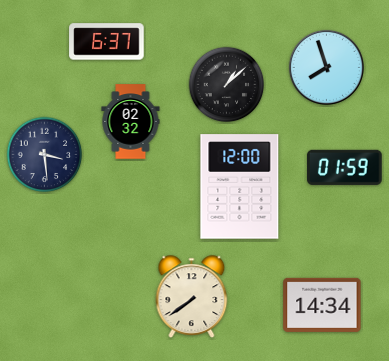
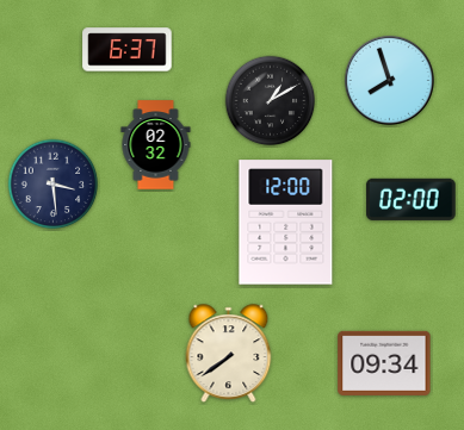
clock at (227, 85): 1:08 -> 1:10
clock at (345, 167): 01:59 -> 02:00
clock at (322, 305): 14:34 -> 09:34
